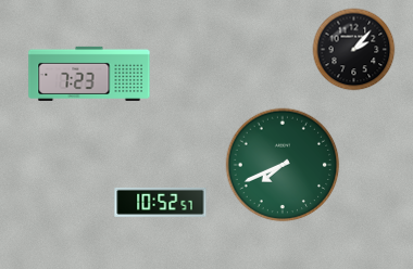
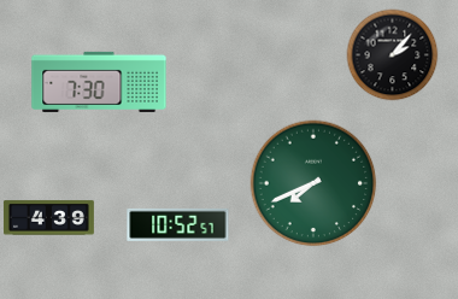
clock at (89, 74): 7:23 -> 7:30
clock at (48, 218): none -> 4:39
